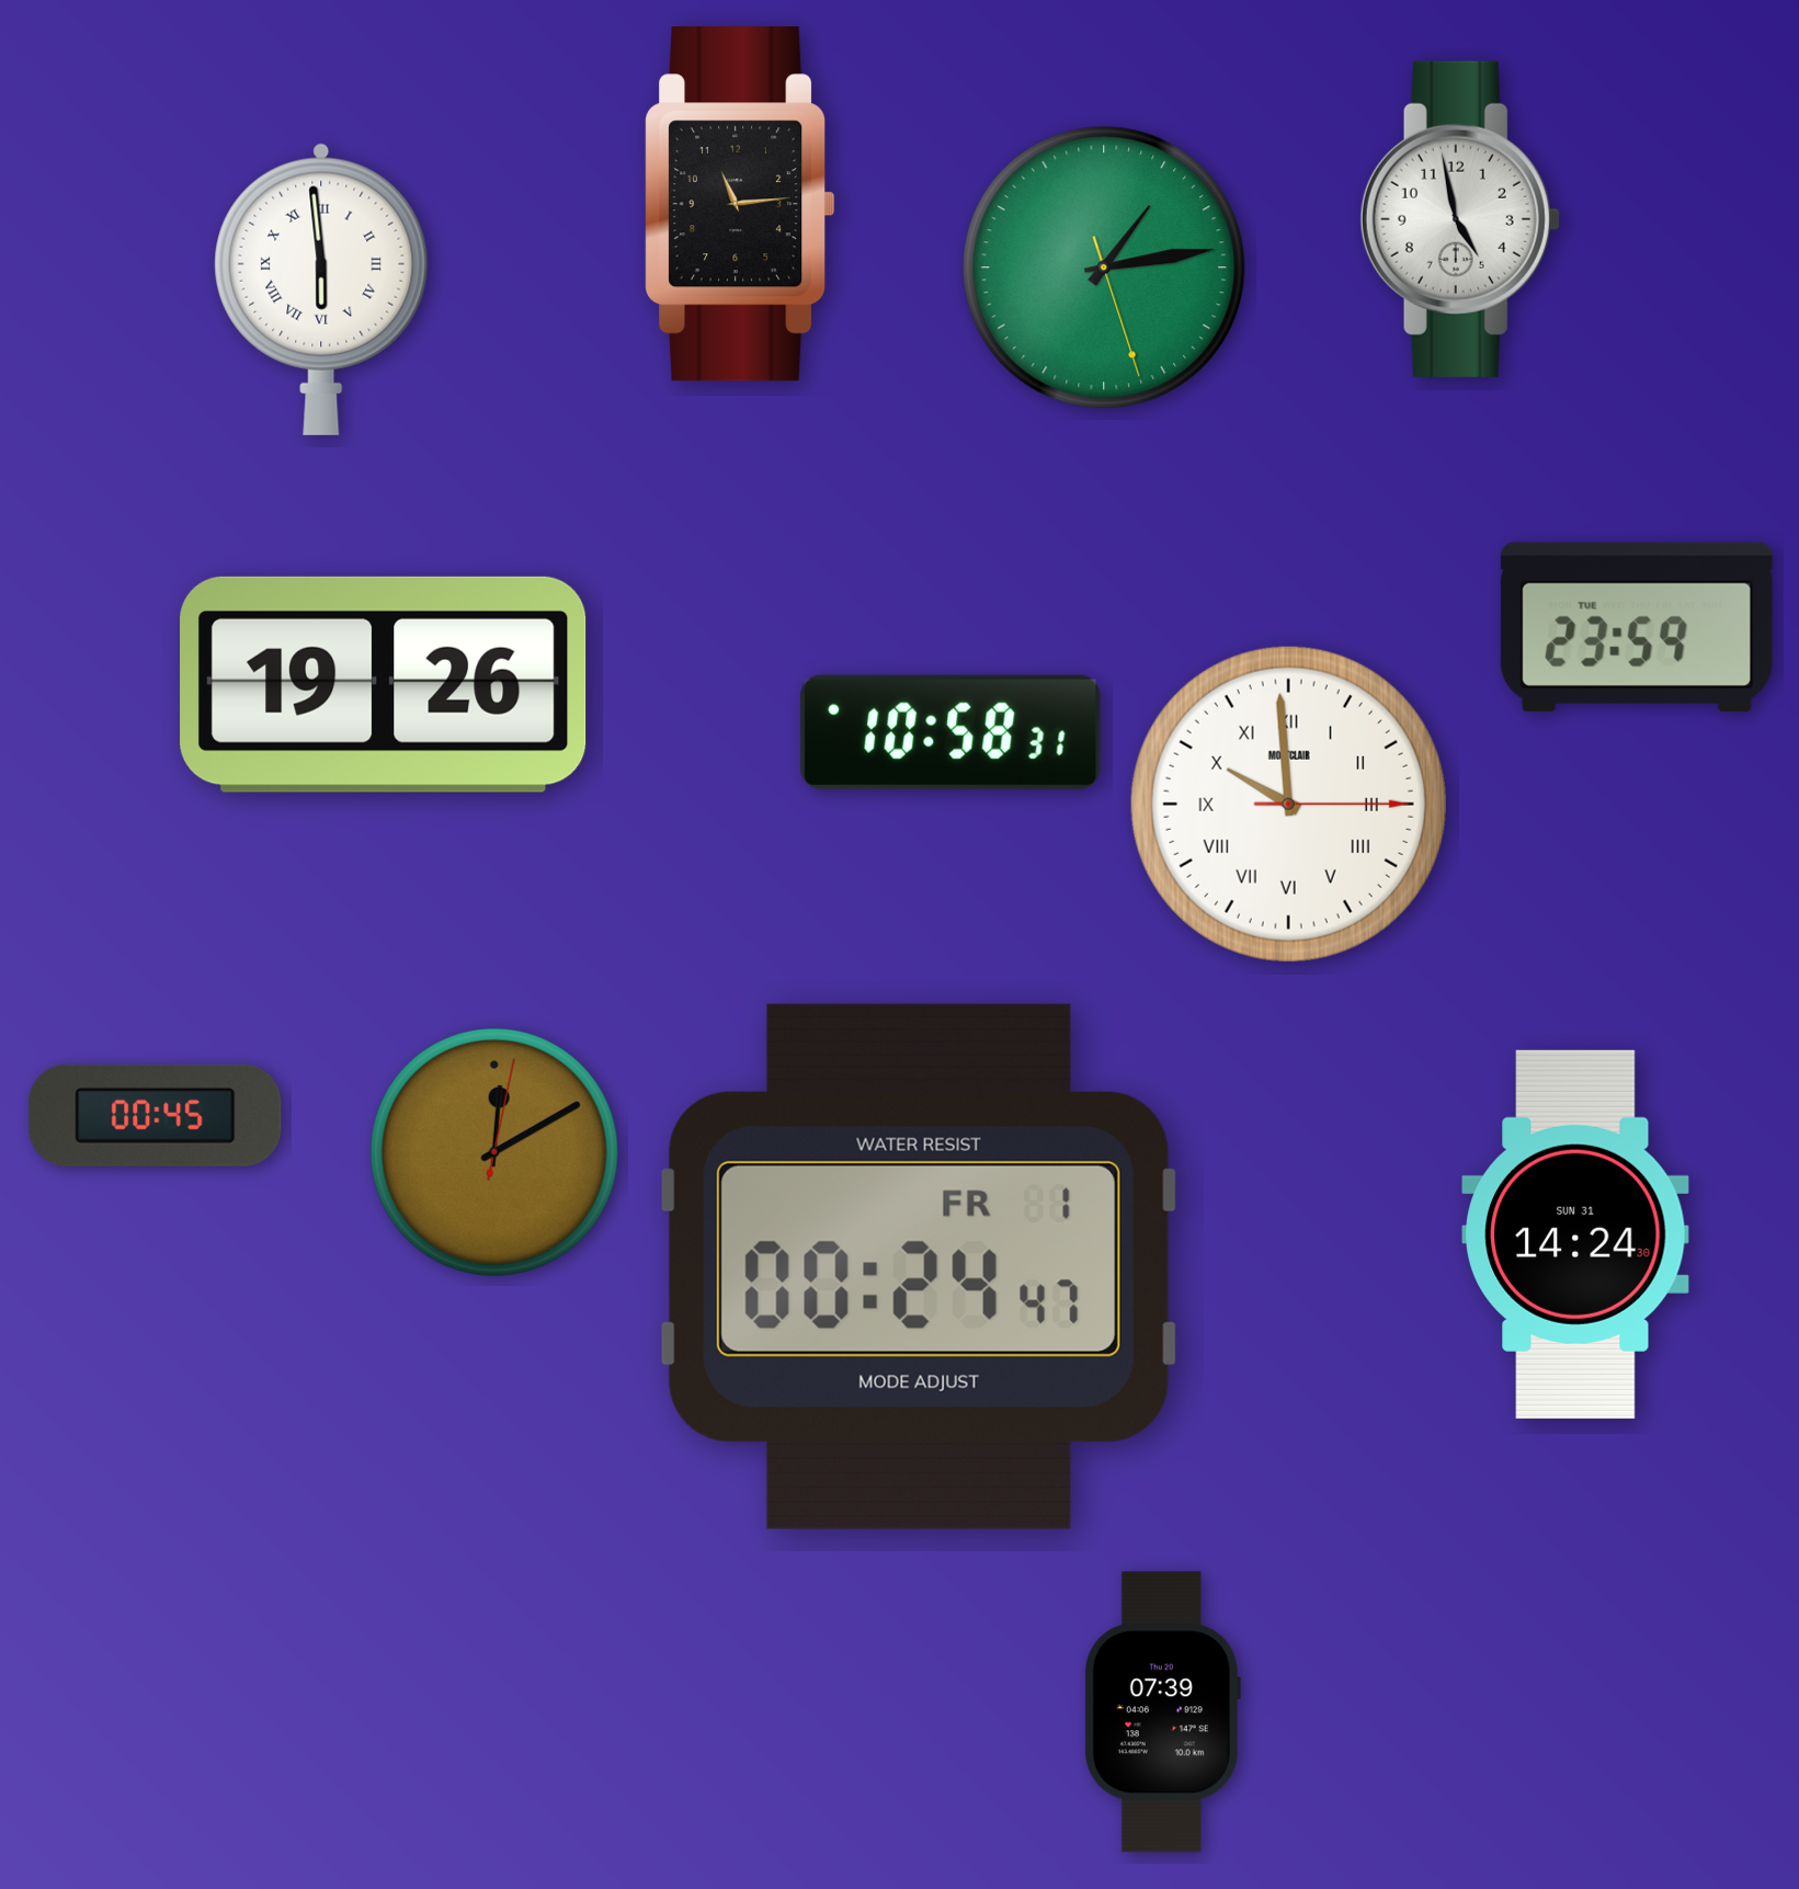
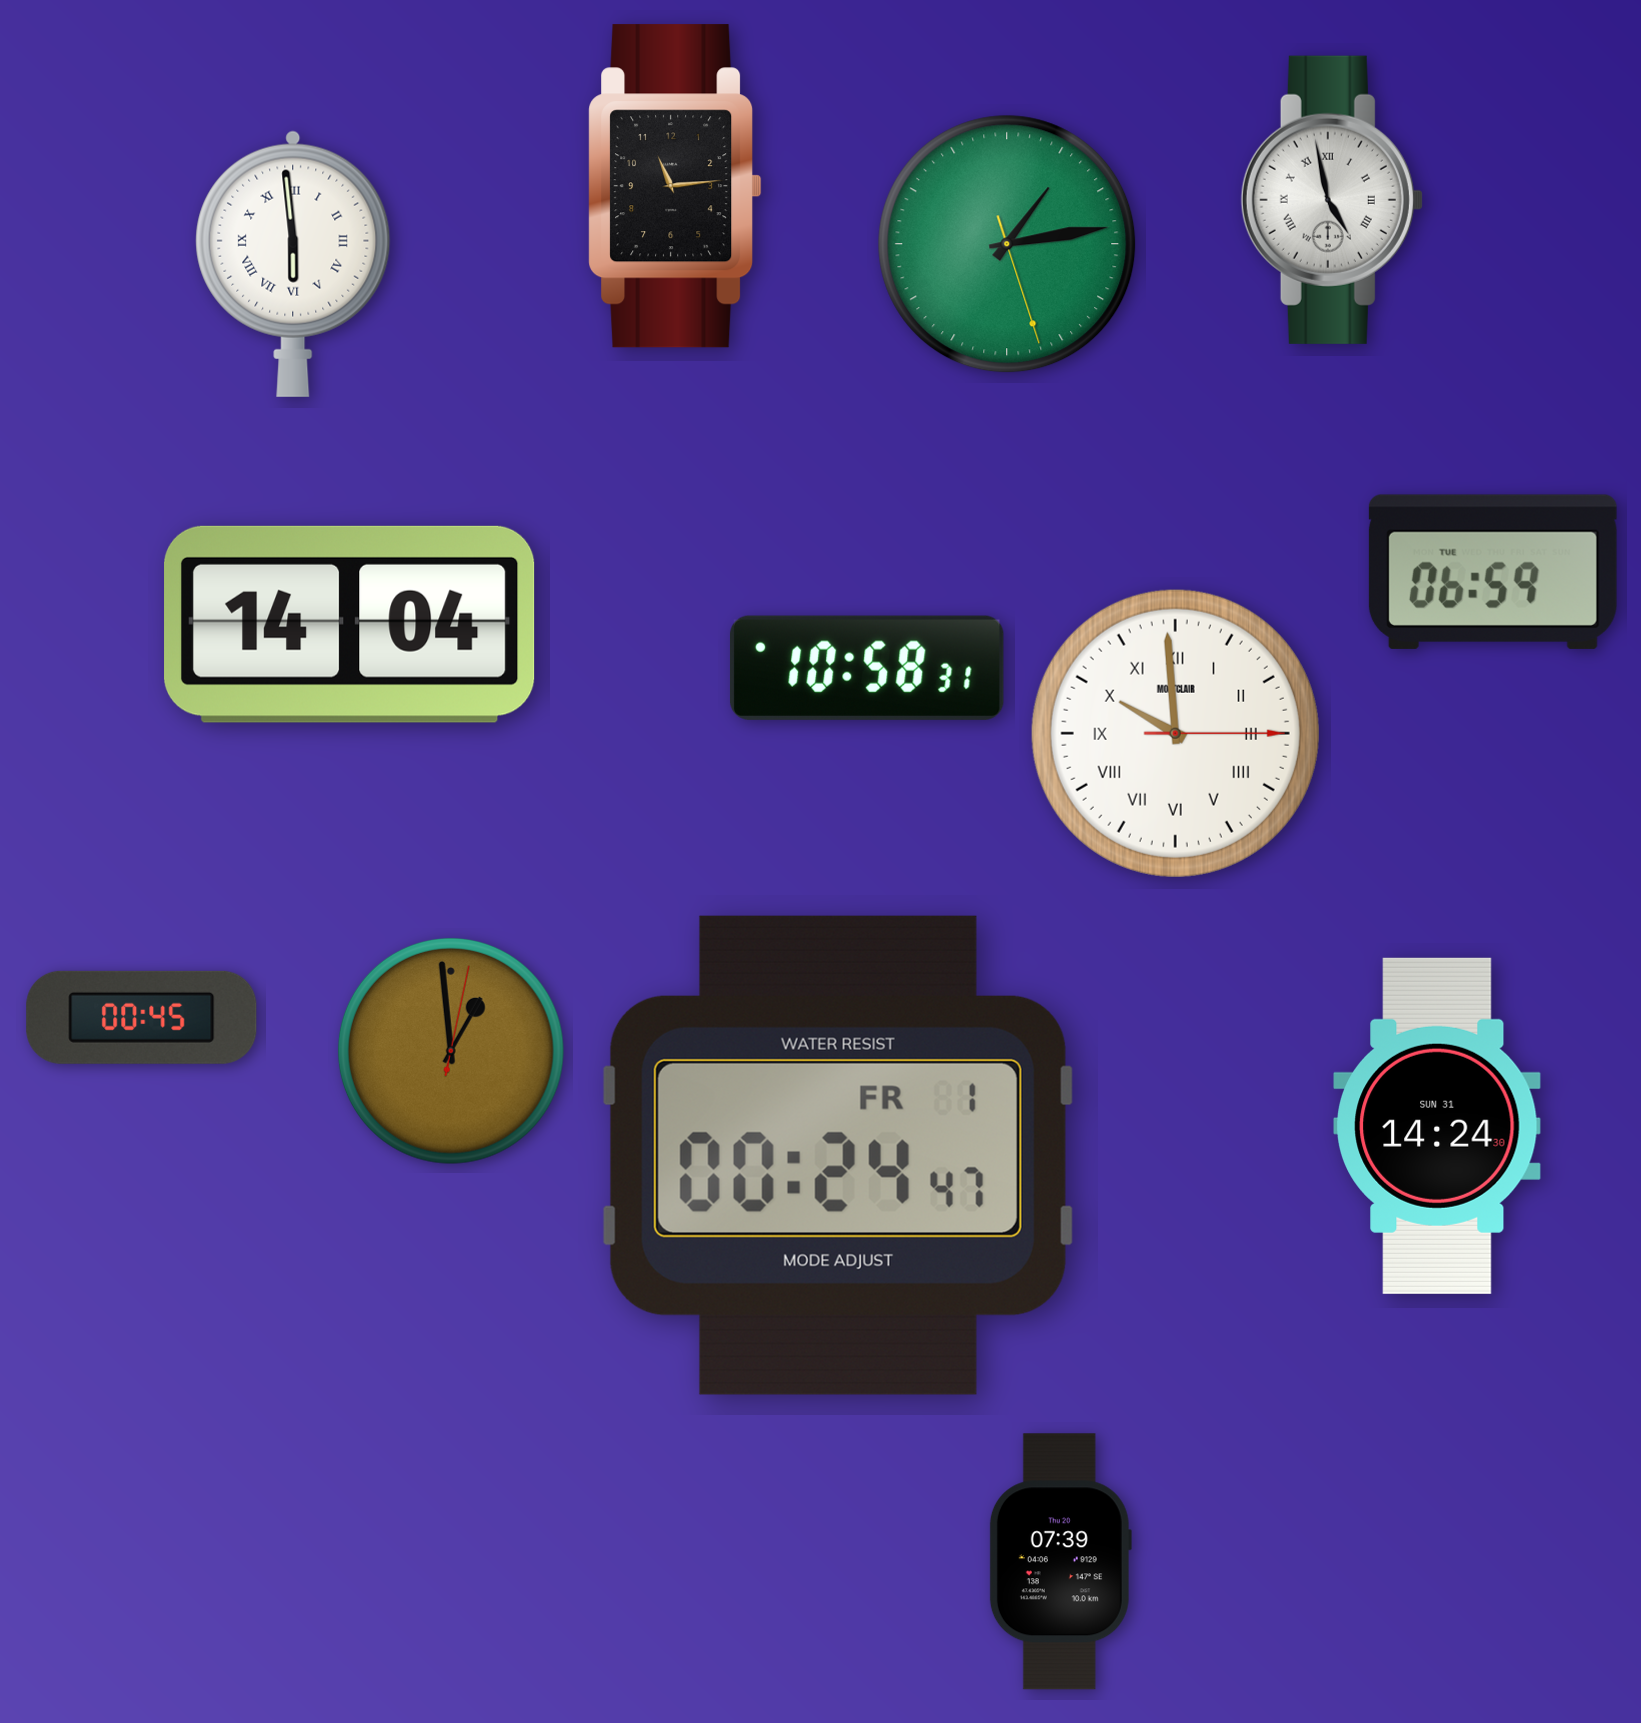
clock at (1460, 219) numerals: Arabic -> Roman
clock at (1637, 627): 23:59 -> 06:59
clock at (384, 684): 19:26 -> 14:04
clock at (494, 1152): 12:10 -> 12:59
